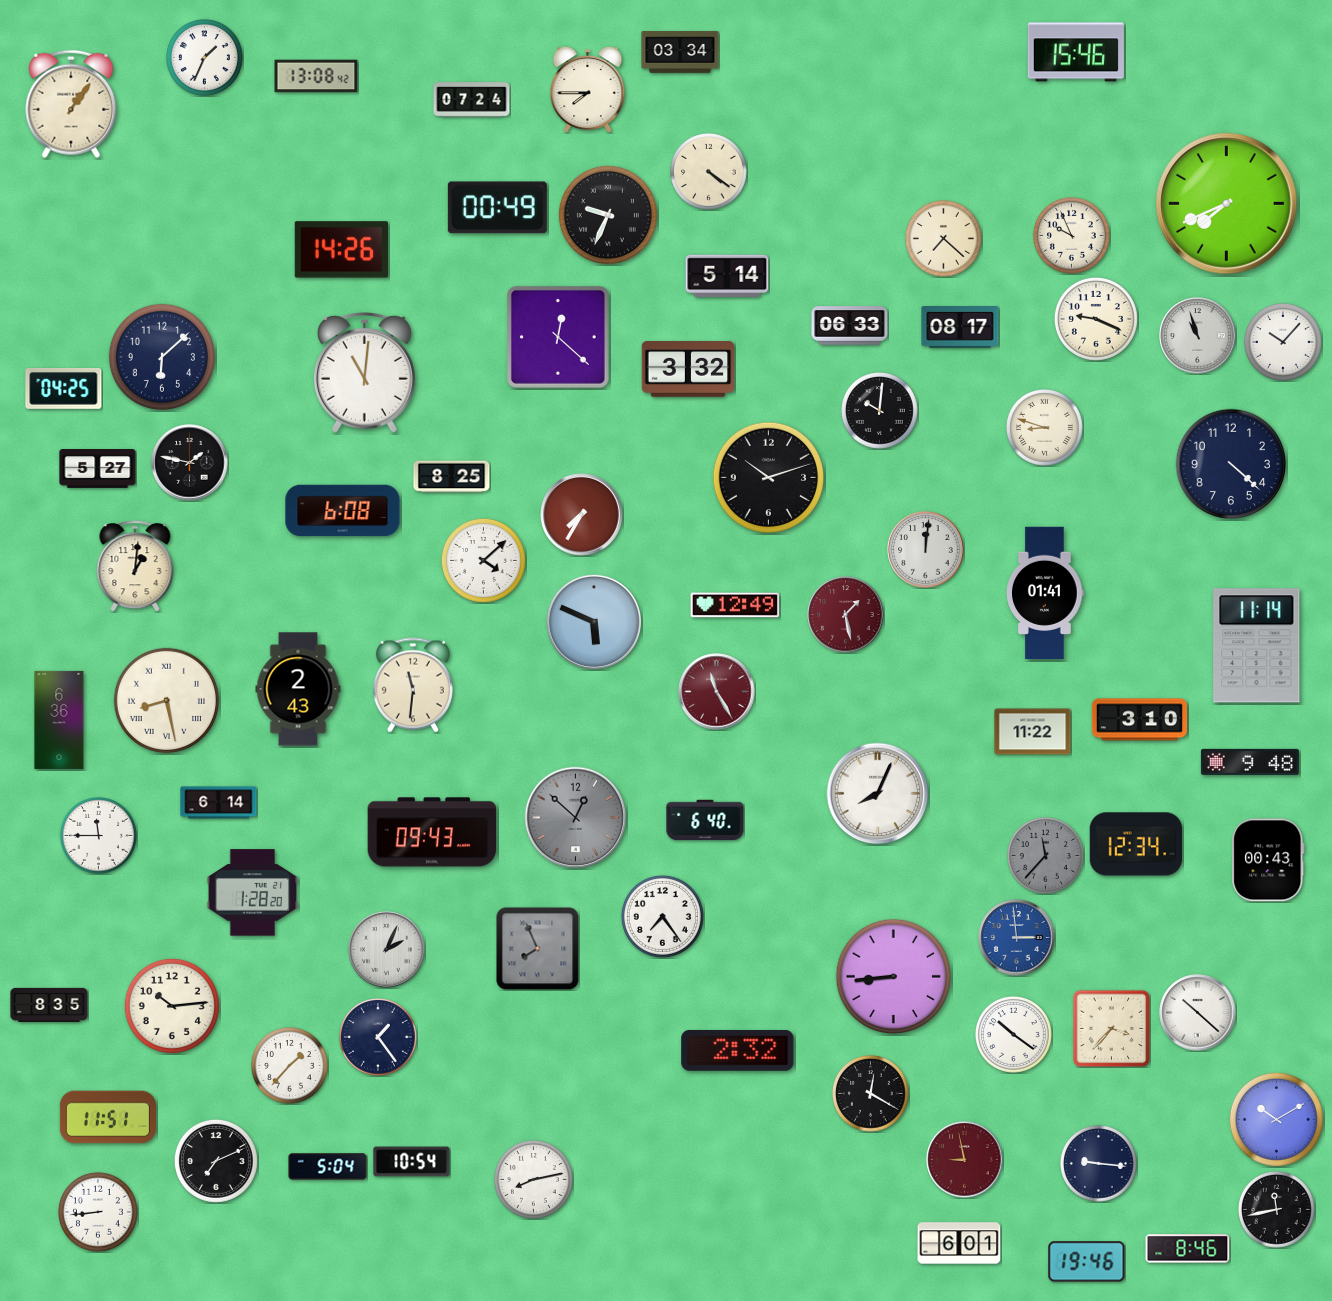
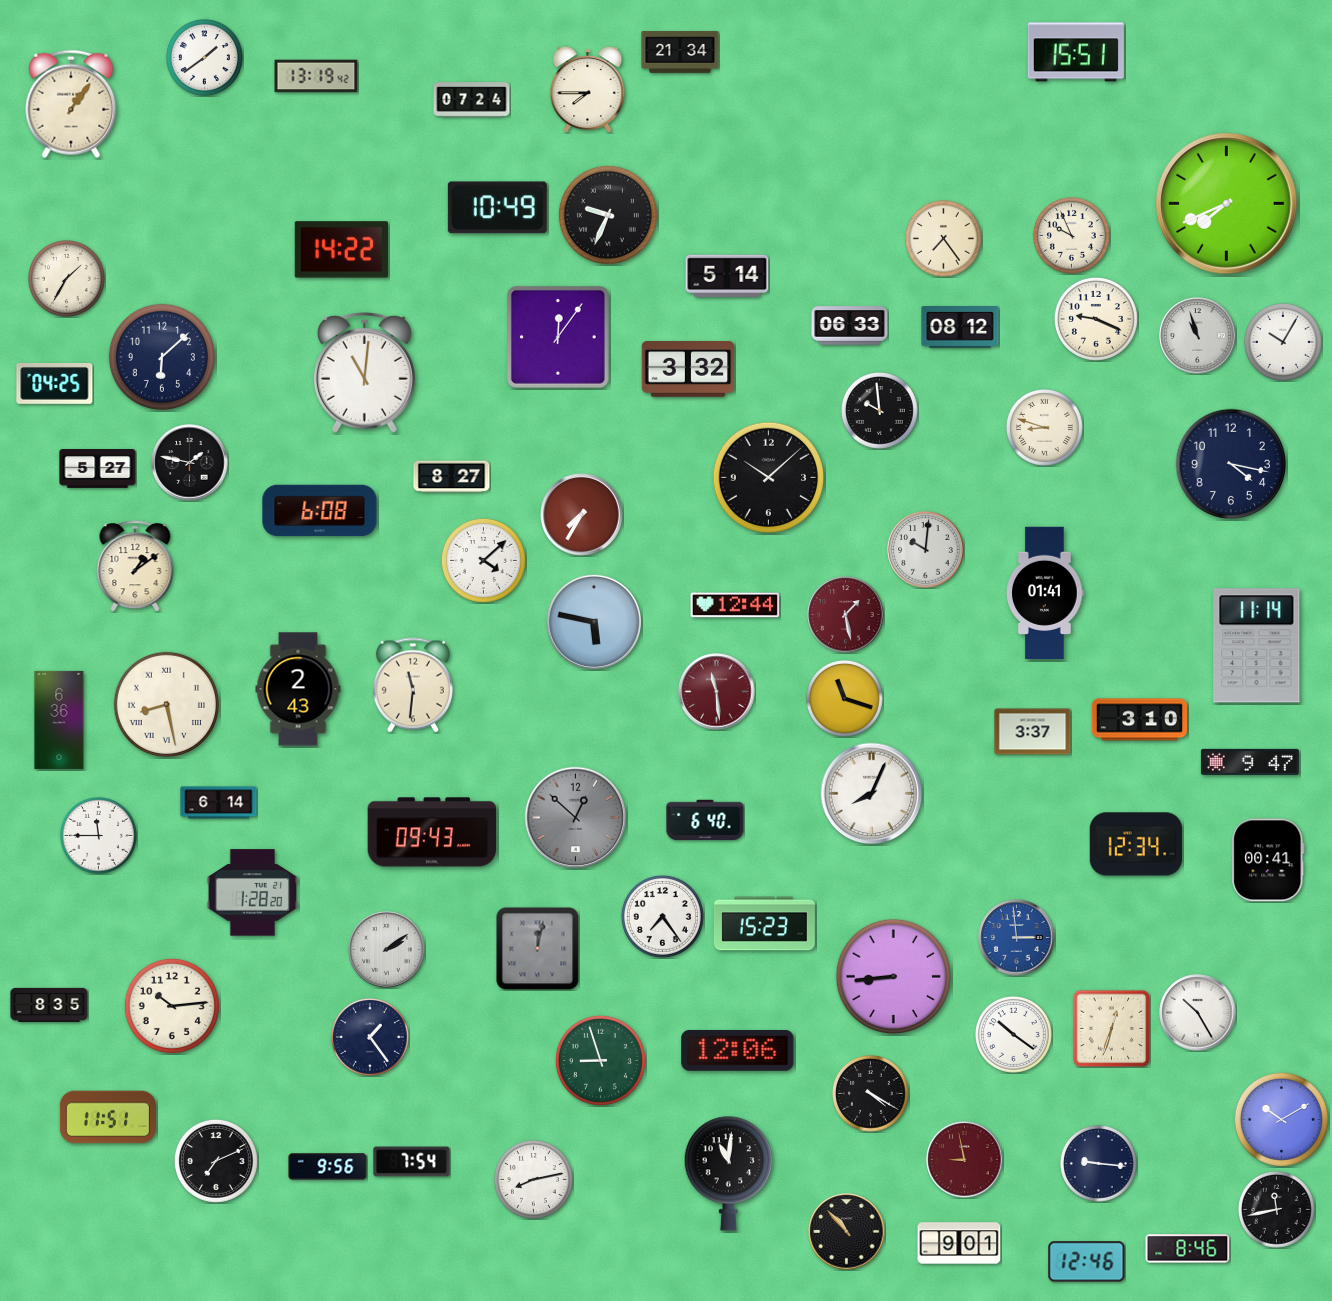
clock at (680, 52): 03:34 -> 21:34
clock at (1076, 52): 15:46 -> 15:51
clock at (205, 58): 1:34 -> 1:39
clock at (316, 76): 13:08 -> 13:19
clock at (709, 172): 4:21 -> none
clock at (497, 208): 00:49 -> 10:49
clock at (944, 239): 7:22 -> 7:24
clock at (341, 250): 14:26 -> 14:22
clock at (67, 279): none -> 1:35
clock at (960, 328): 08:17 -> 08:12
clock at (558, 337): 12:22 -> 12:06
clock at (1284, 343): 10:07 -> 10:05
clock at (64, 389) position: (64, 389) -> (55, 384)
clock at (880, 411): 10:01 -> 9:59
clock at (1230, 463): 4:22 -> 4:17
clock at (452, 477): 8:25 -> 8:27
clock at (768, 477): 10:12 -> 10:08
clock at (343, 511) position: (343, 511) -> (320, 511)
clock at (926, 550): 12:01 -> 10:01
clock at (135, 566): 1:01 -> 1:09
clock at (735, 605): 12:49 -> 12:44
clock at (594, 622): 5:49 -> 5:47
clock at (717, 692): 11:25 -> 11:29
clock at (845, 699): none -> 11:18
clock at (166, 700) position: (166, 700) -> (166, 704)
clock at (1033, 732): 11:22 -> 3:37
clock at (1250, 762): 9:48 -> 9:47
clock at (878, 794) position: (878, 794) -> (872, 794)
clock at (1046, 856): 11:37 -> none
clock at (1268, 860): 00:43 -> 00:41
clock at (764, 924): none -> 15:23
clock at (538, 949): 7:56 -> 12:02
clock at (387, 950): 2:04 -> 2:09
clock at (1198, 1013): 10:22 -> 10:25
clock at (1111, 1028): 3:37 -> 12:33
clock at (379, 1038) position: (379, 1038) -> (371, 1038)
clock at (738, 1050): 2:32 -> 12:06
clock at (600, 1060): none -> 8:57
clock at (290, 1066): 1:37 -> none
clock at (871, 1094): 12:20 -> 4:20
clock at (1276, 1119) position: (1276, 1119) -> (1281, 1119)
clock at (412, 1162): 10:54 -> 7:54
clock at (328, 1167): 5:04 -> 9:56
clock at (728, 1174): none -> 11:01
clock at (98, 1212): 8:44 -> none
clock at (847, 1232): none -> 10:53
clock at (959, 1243): 6:01 -> 9:01
clock at (1087, 1262): 19:46 -> 12:46
